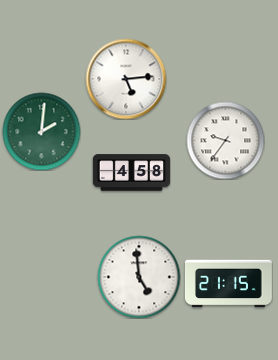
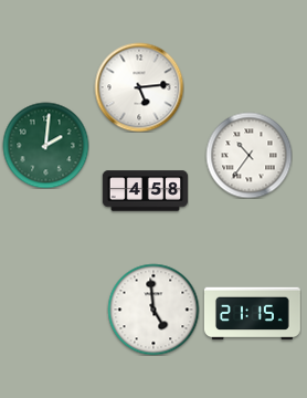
clock at (225, 140): 9:36 -> 10:36
clock at (139, 277) position: (139, 277) -> (153, 310)
